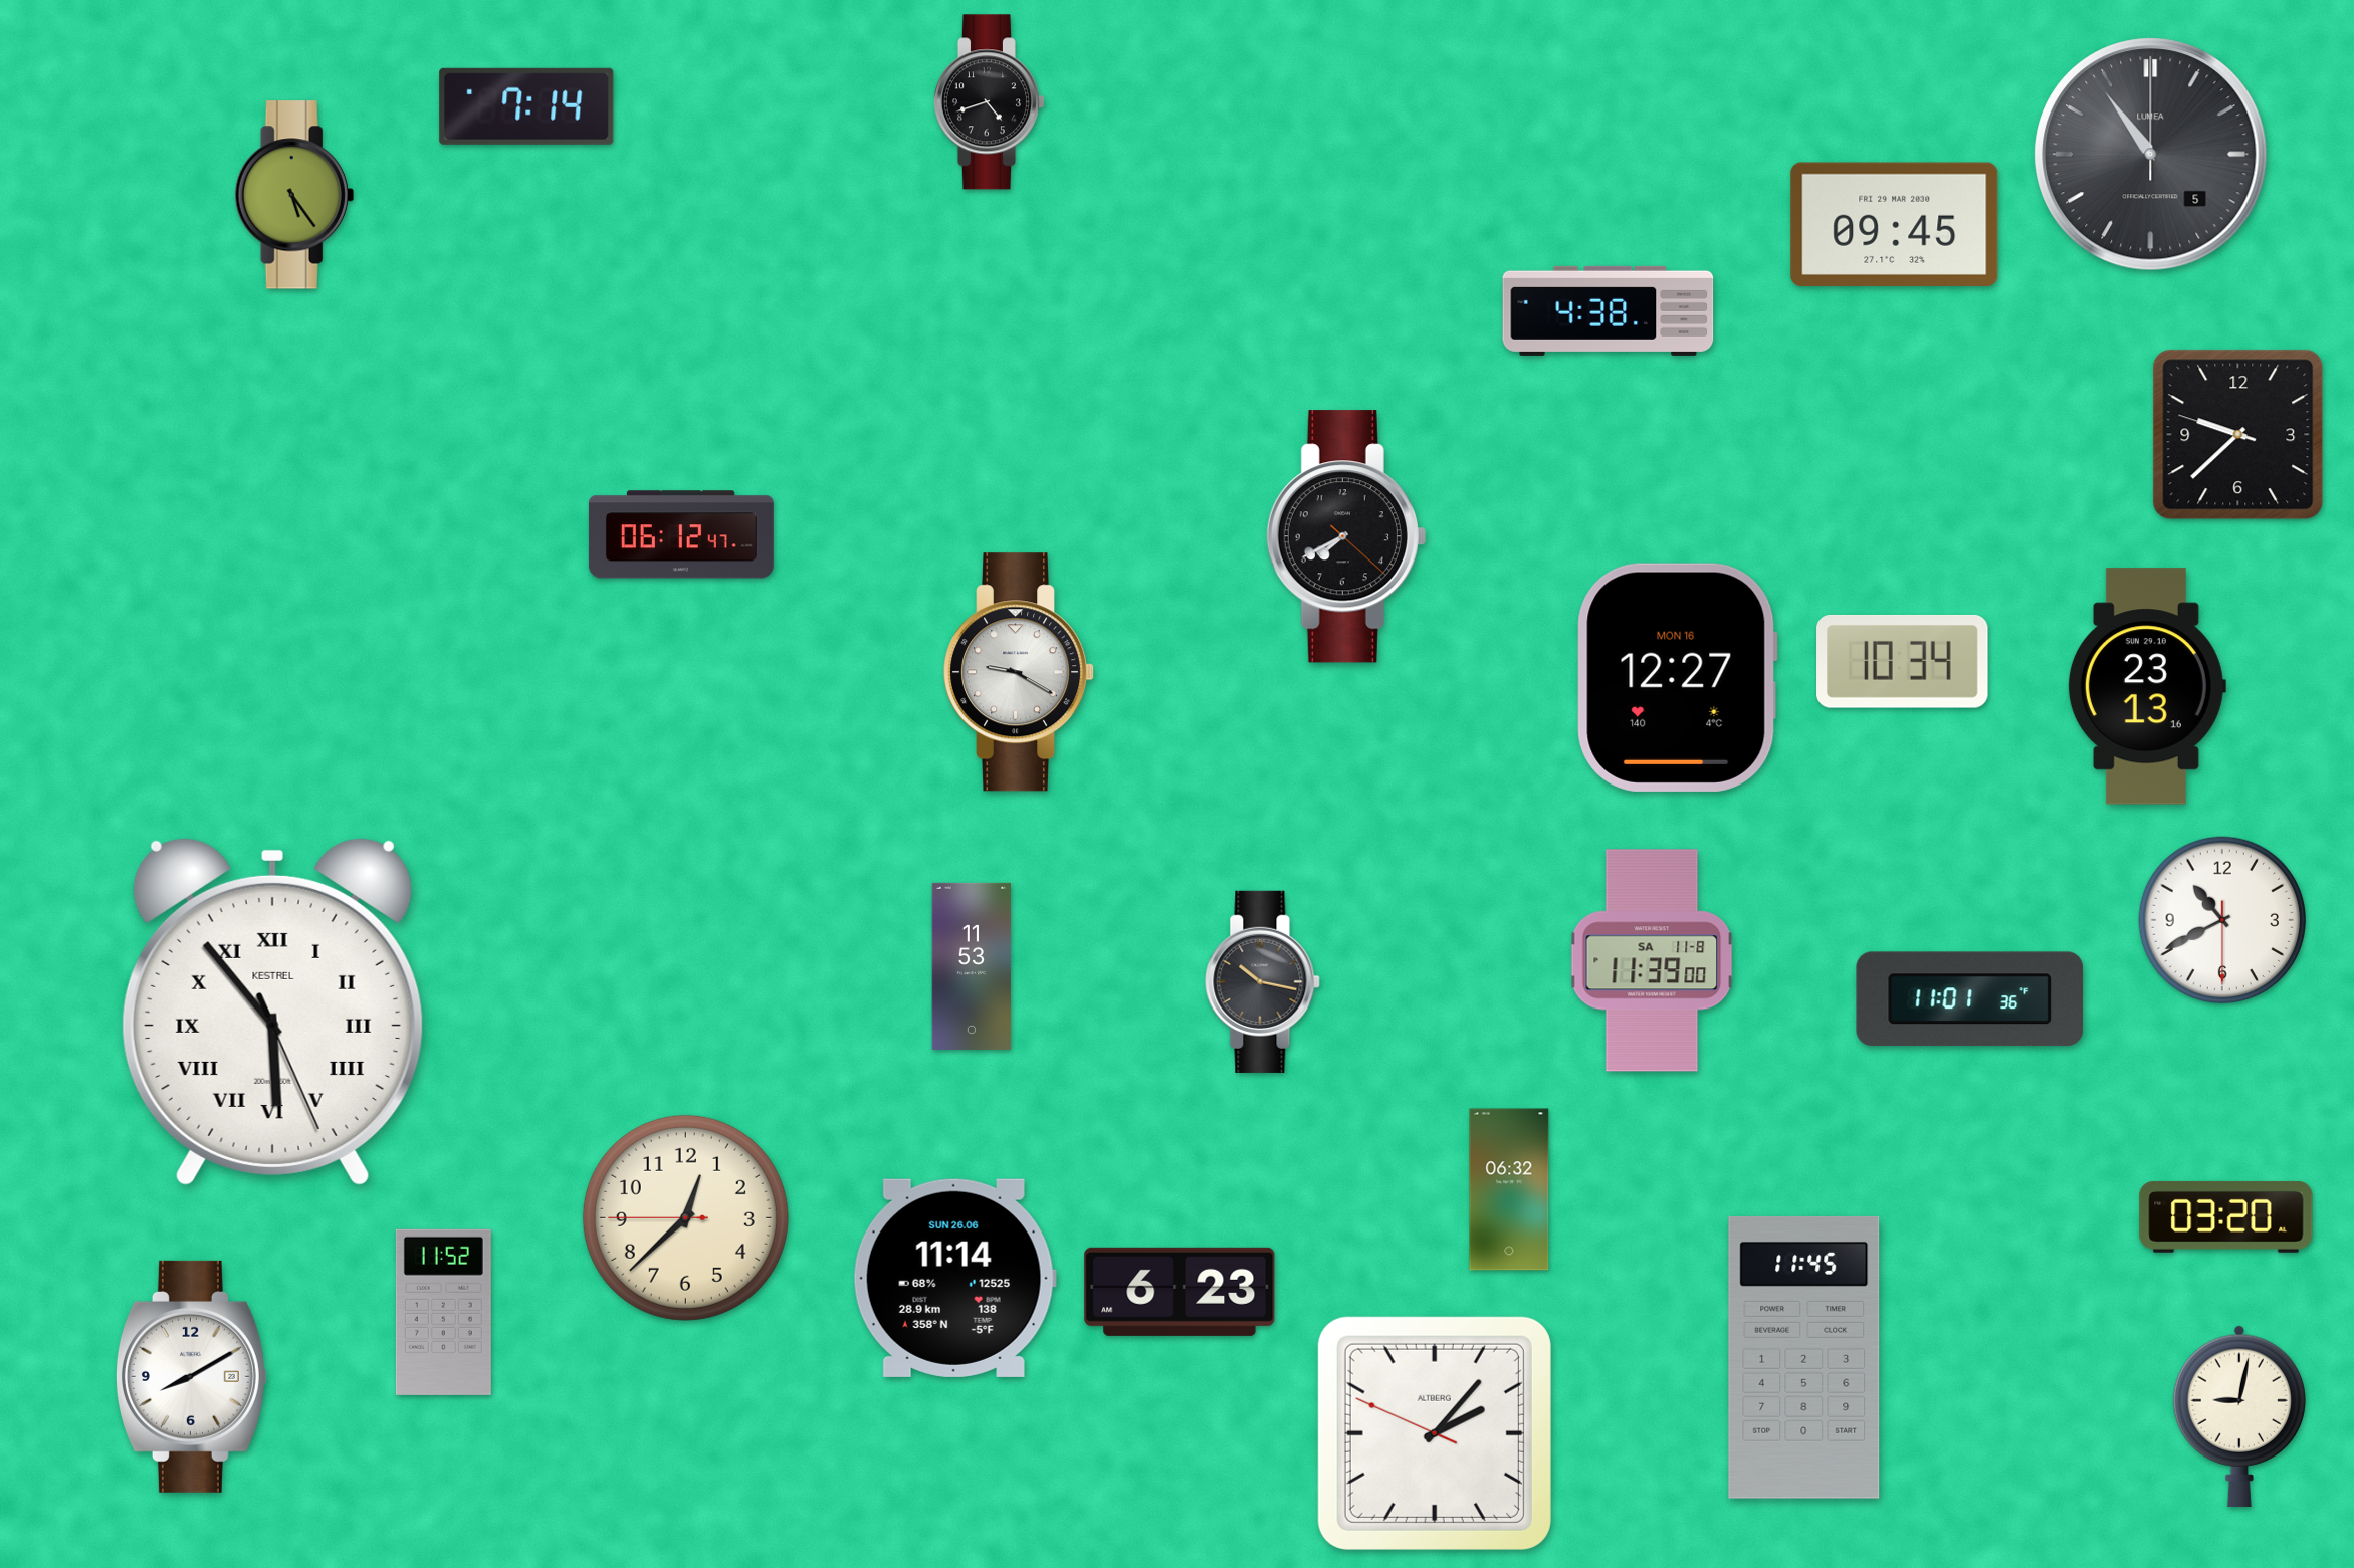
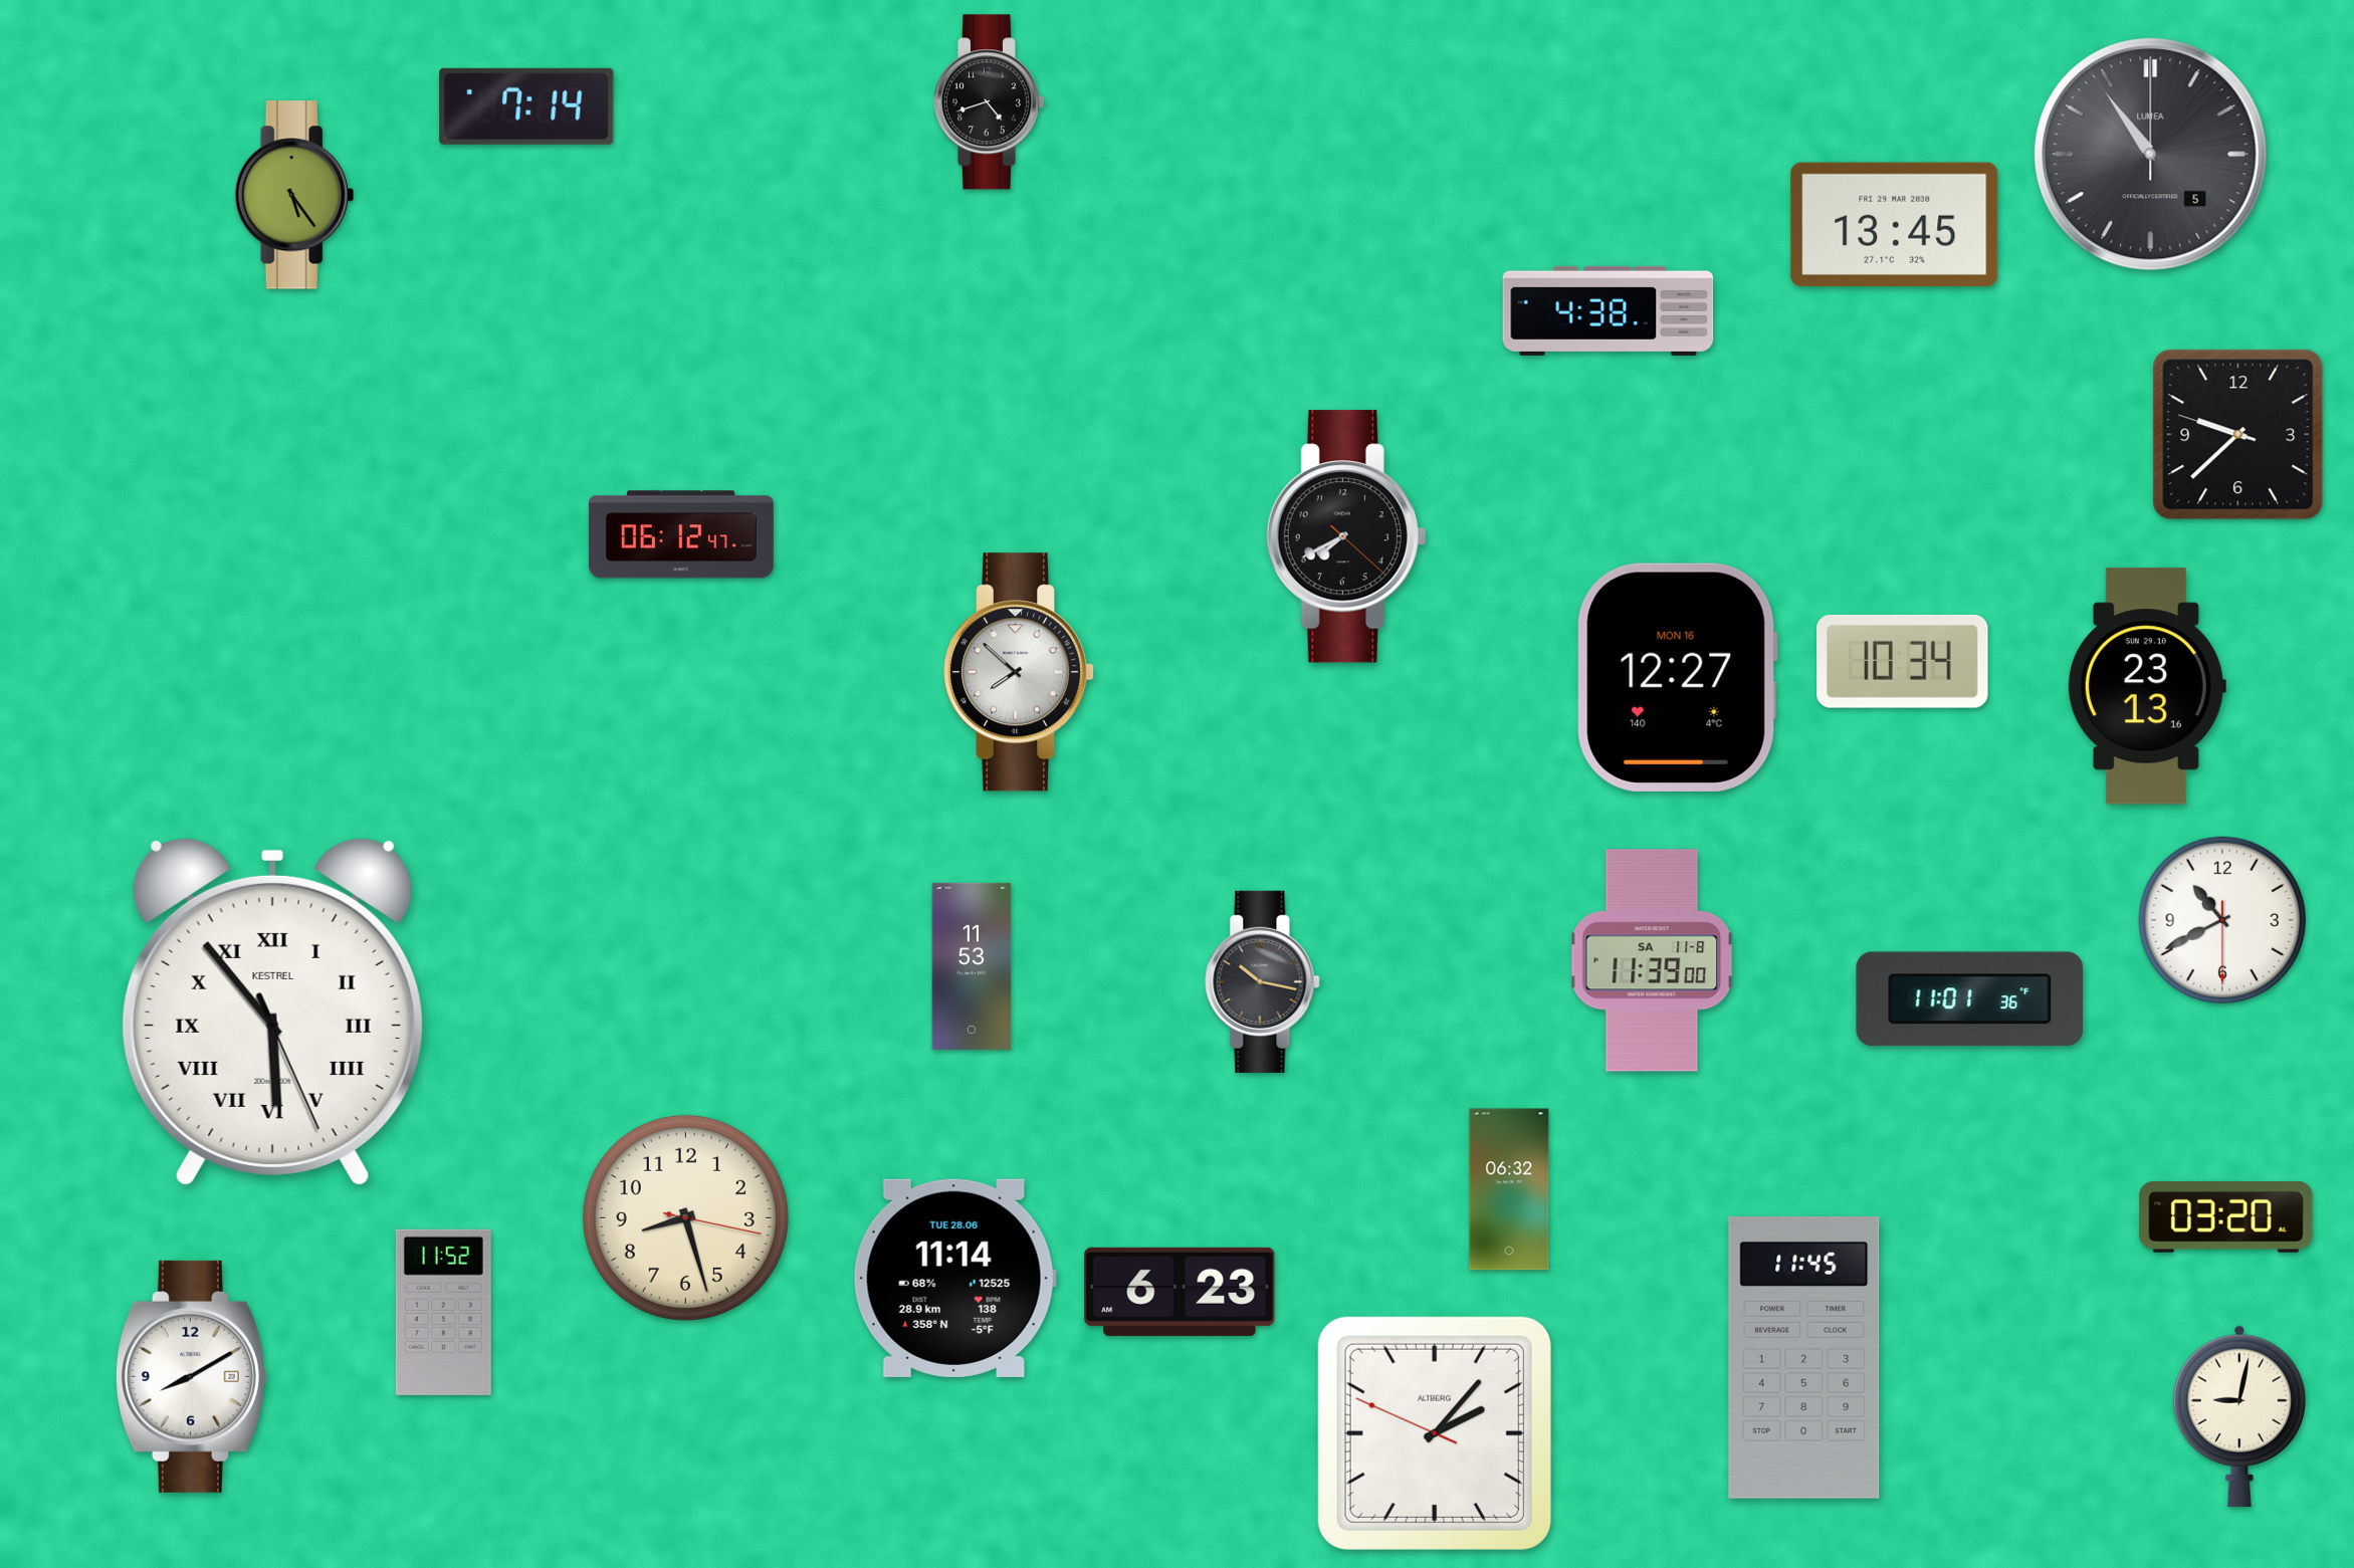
clock at (1895, 224): 09:45 -> 13:45
clock at (1020, 672): 9:20 -> 7:52
clock at (685, 1217): 12:37 -> 8:27
clock at (954, 1278) date: SUN 26.06 -> TUE 28.06
